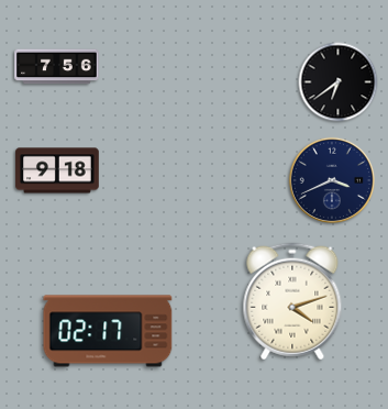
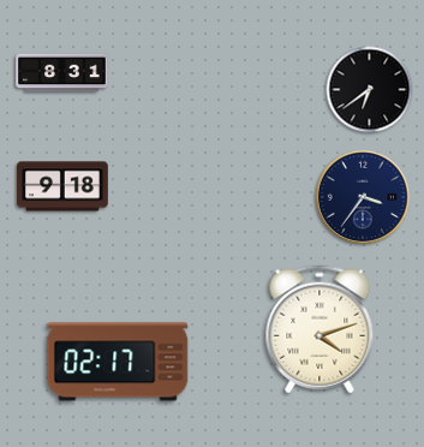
clock at (57, 67): 7:56 -> 8:31
clock at (332, 180): 3:41 -> 3:36
